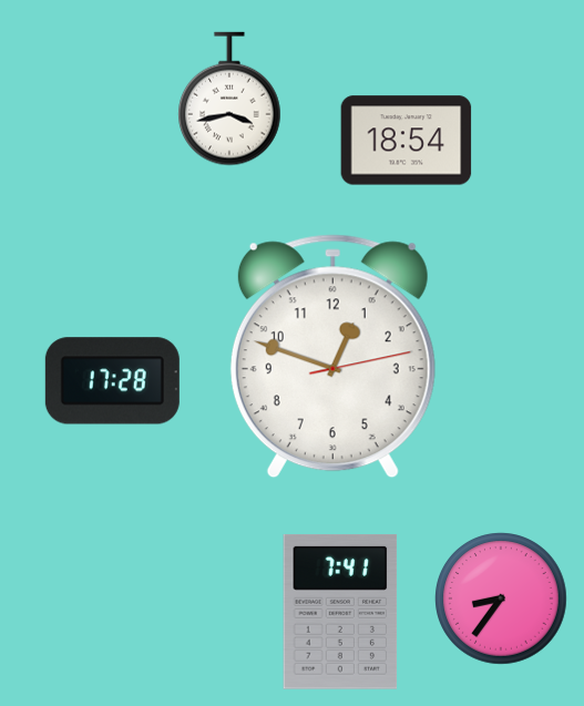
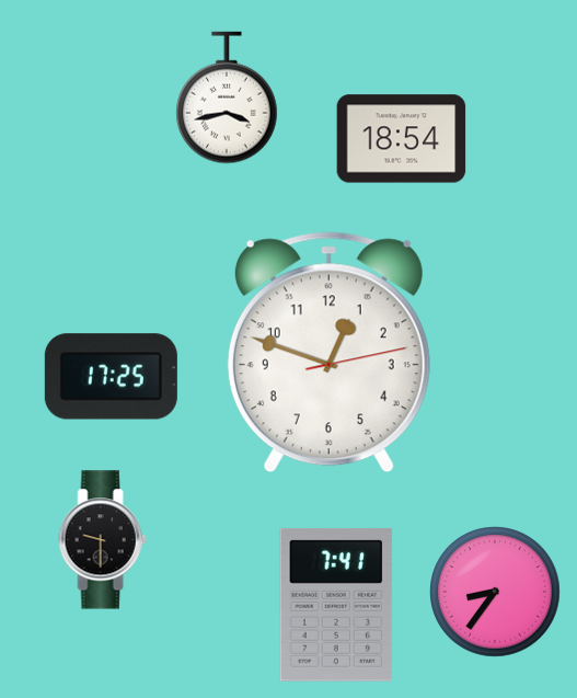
clock at (112, 381): 17:28 -> 17:25
clock at (103, 540): none -> 9:30
